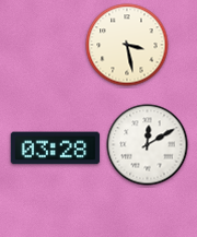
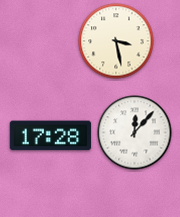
clock at (148, 145): 12:10 -> 12:07
clock at (56, 149): 03:28 -> 17:28
